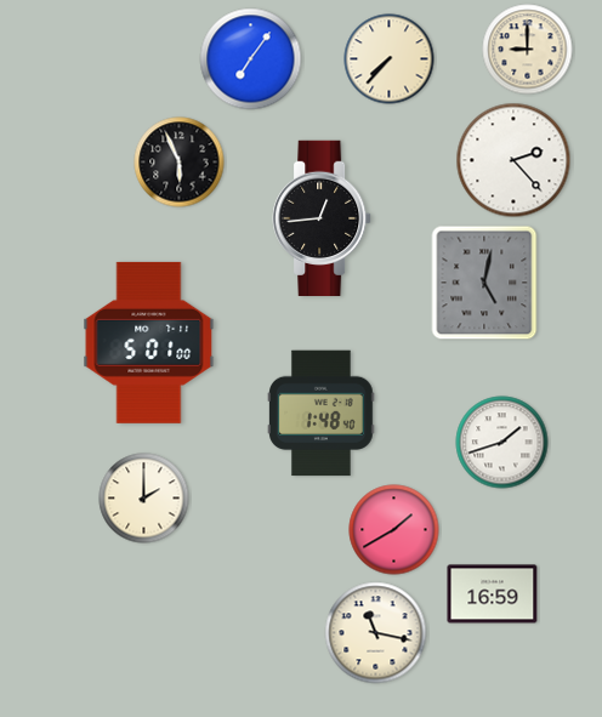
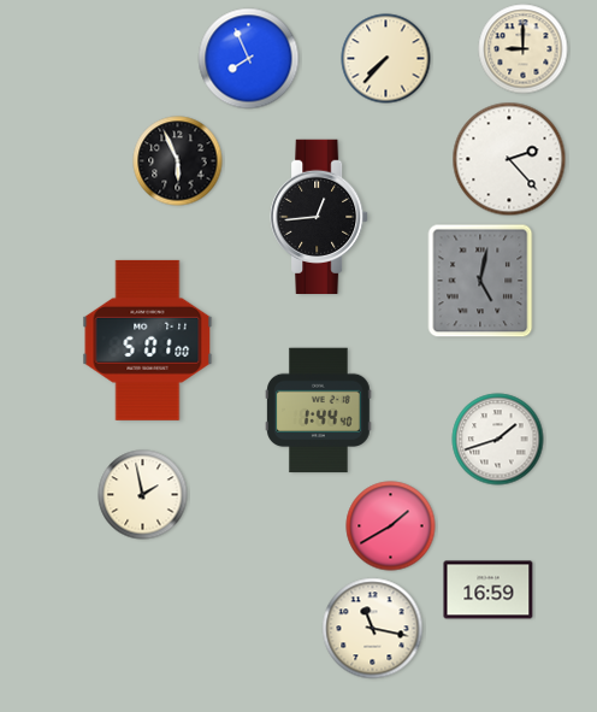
clock at (251, 59): 7:06 -> 7:56
clock at (322, 414): 1:48 -> 1:44
clock at (144, 499): 2:00 -> 1:58
